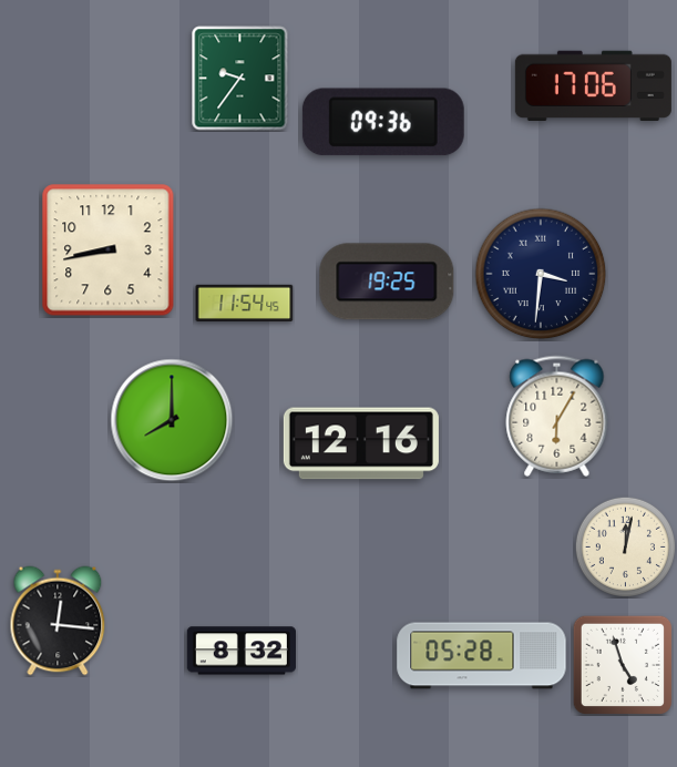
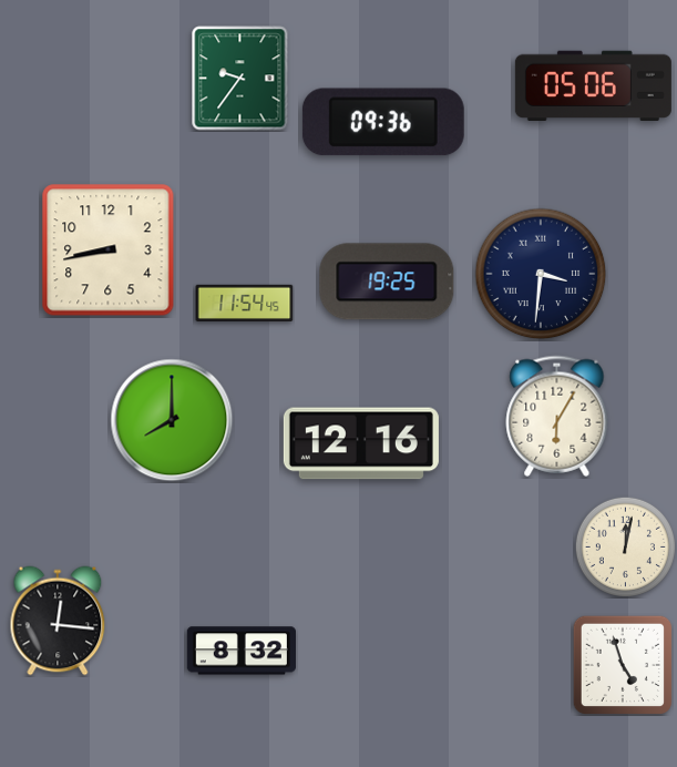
clock at (593, 86): 17:06 -> 05:06
clock at (482, 656): 05:28 -> none
